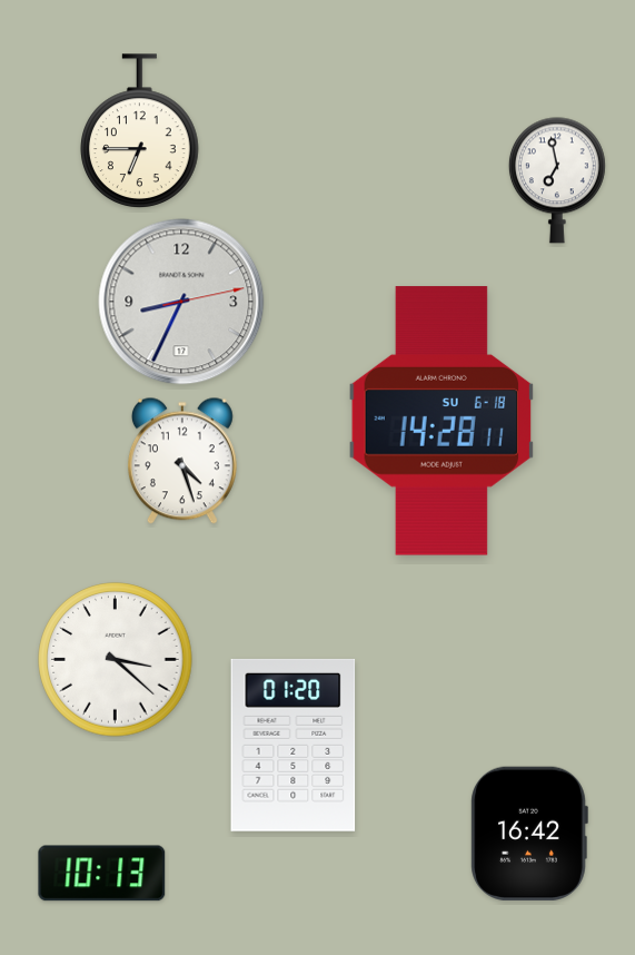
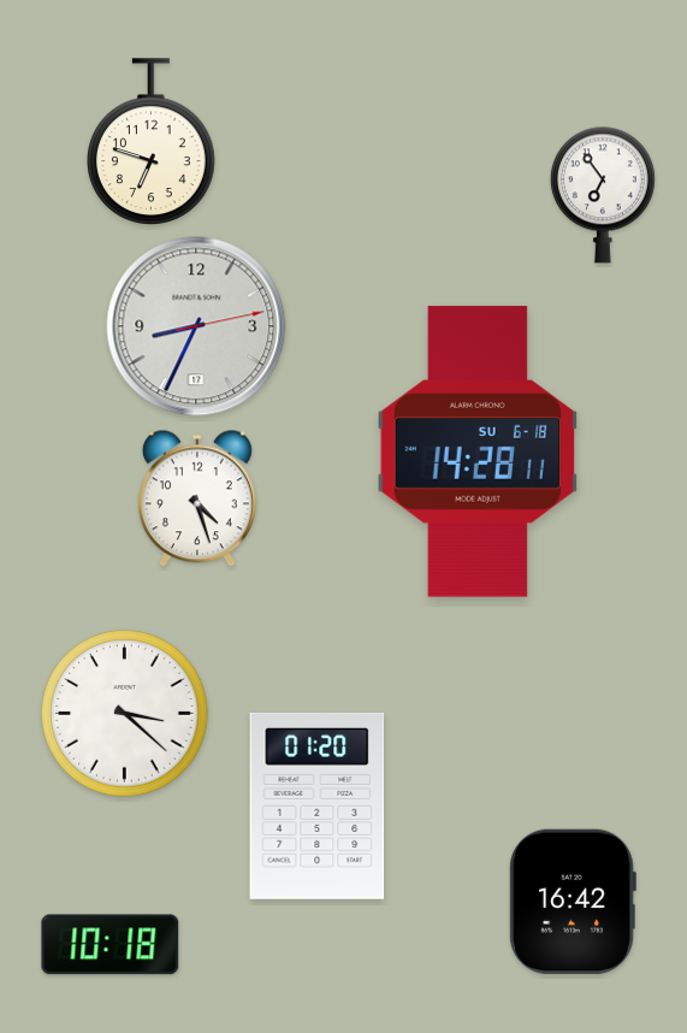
clock at (140, 131): 6:45 -> 6:48
clock at (557, 180): 6:58 -> 6:54
clock at (441, 421) position: (441, 421) -> (478, 451)
clock at (102, 874): 10:13 -> 10:18
